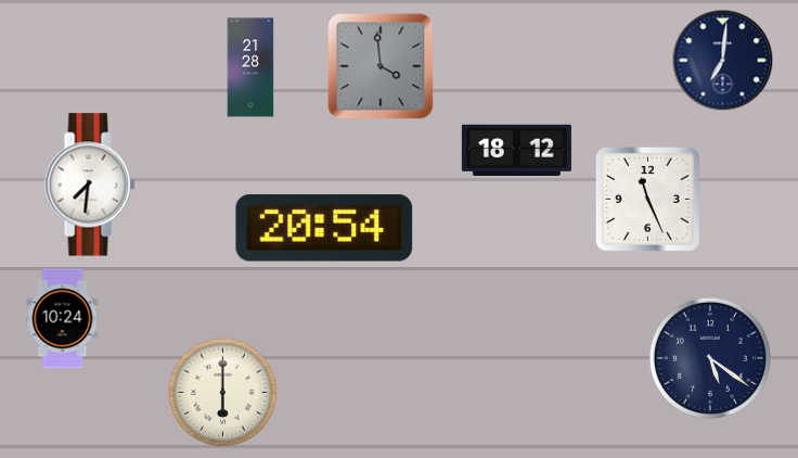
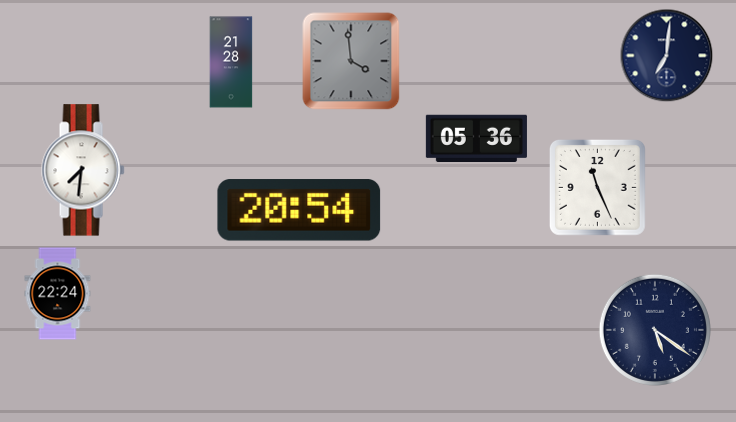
clock at (516, 150): 18:12 -> 05:36
clock at (647, 199) position: (647, 199) -> (597, 187)
clock at (63, 319): 10:24 -> 22:24
clock at (223, 393): 6:00 -> none
